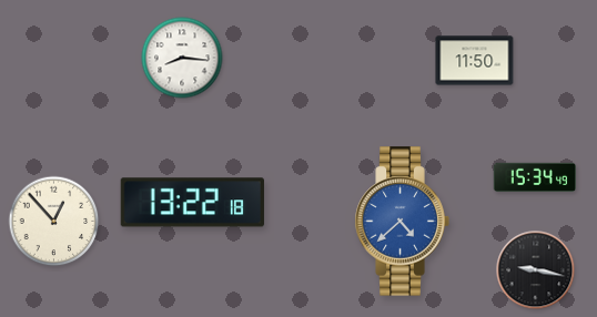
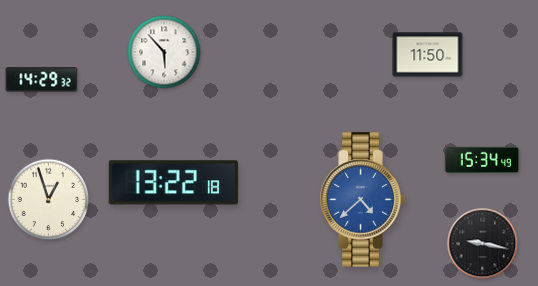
clock at (182, 58): 8:16 -> 5:53
clock at (42, 80): none -> 14:29
clock at (54, 222): 12:53 -> 12:57
